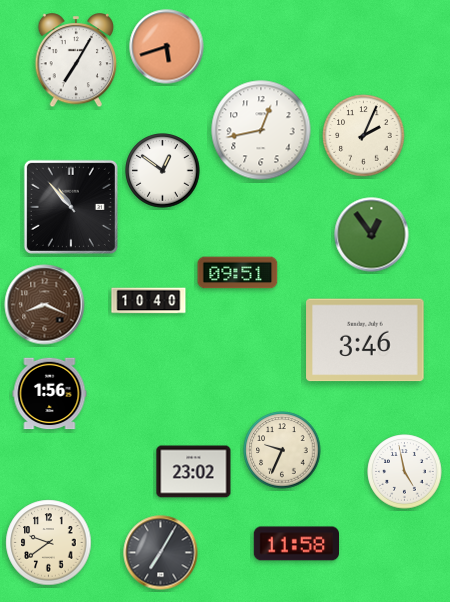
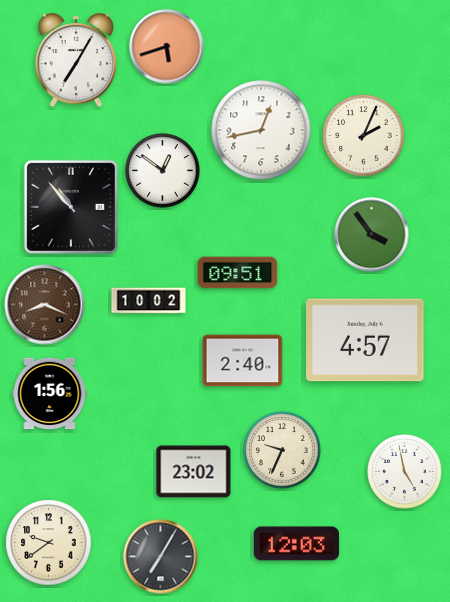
clock at (372, 235): 12:54 -> 3:54
clock at (149, 301): 10:40 -> 10:02
clock at (365, 340): 3:46 -> 4:57
clock at (243, 361): none -> 2:40
clock at (296, 544): 11:58 -> 12:03
clock at (161, 553) position: (161, 553) -> (161, 557)
